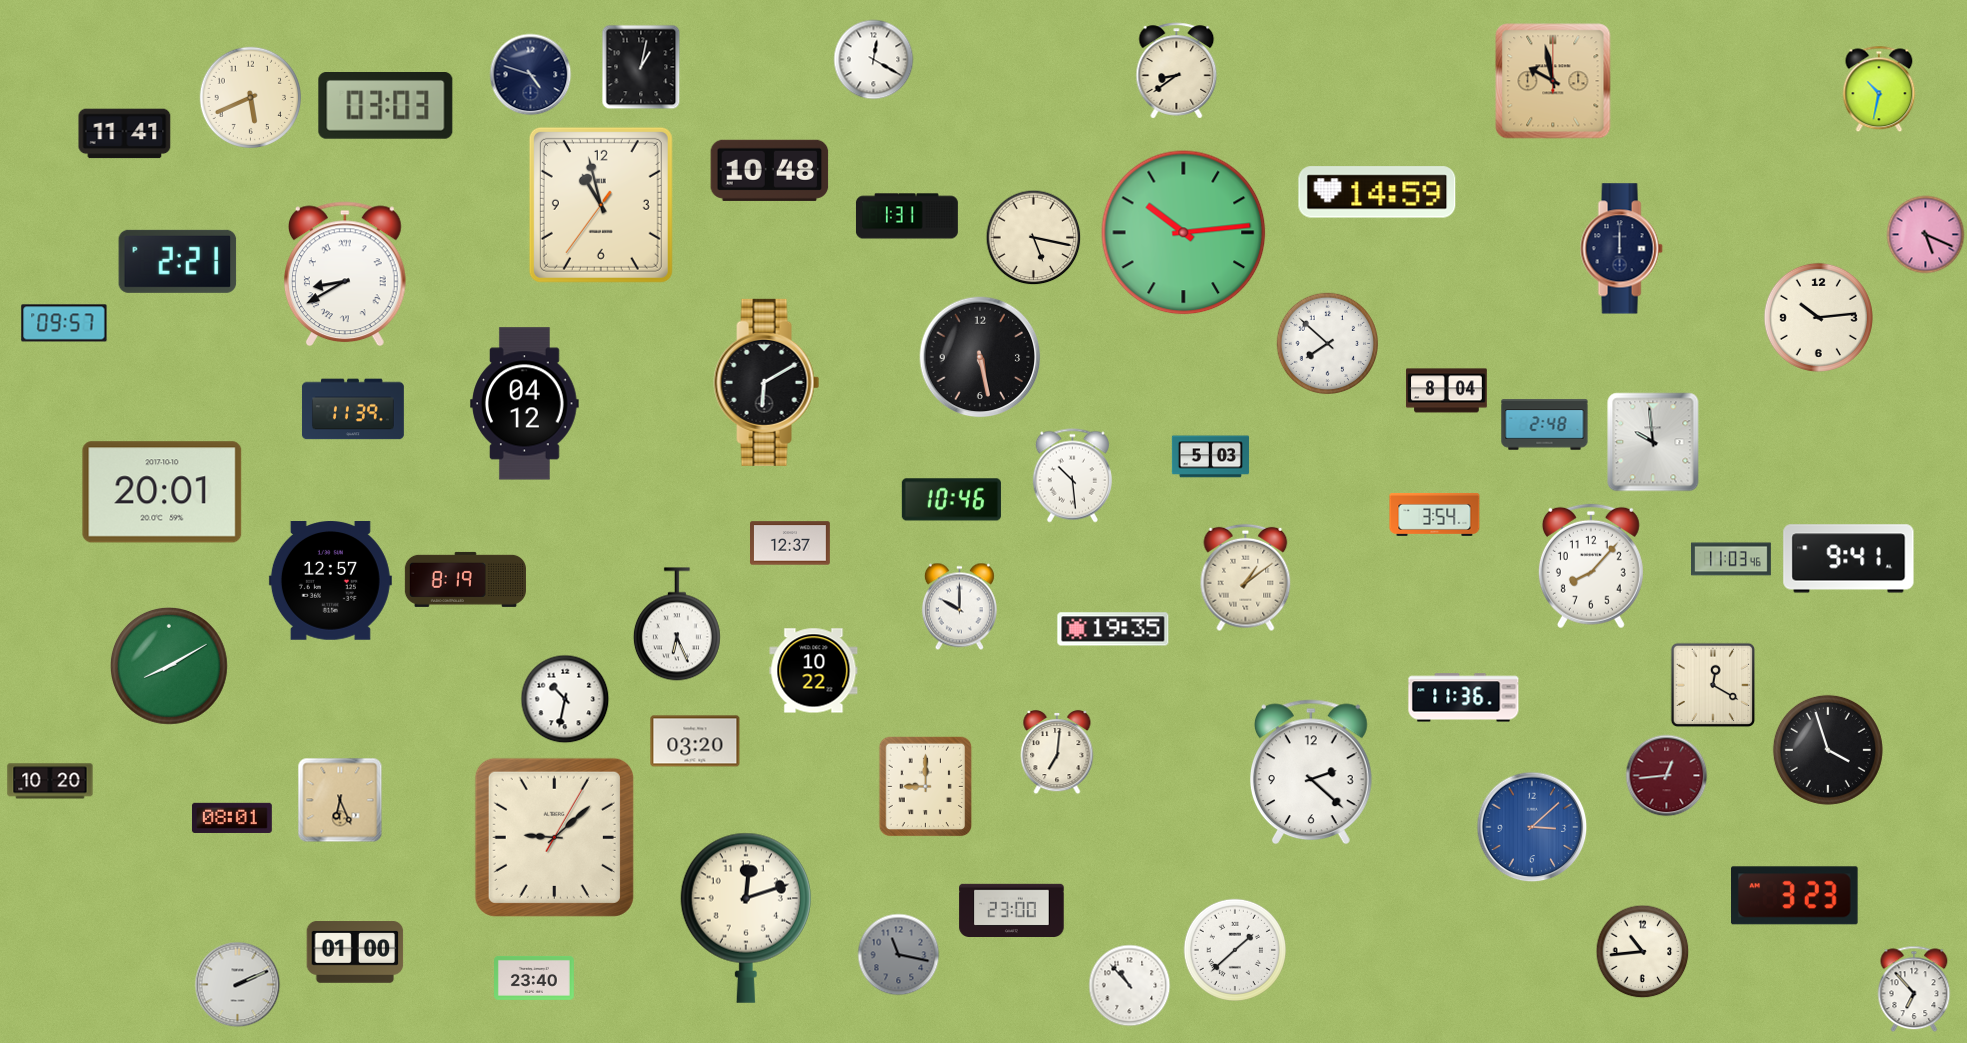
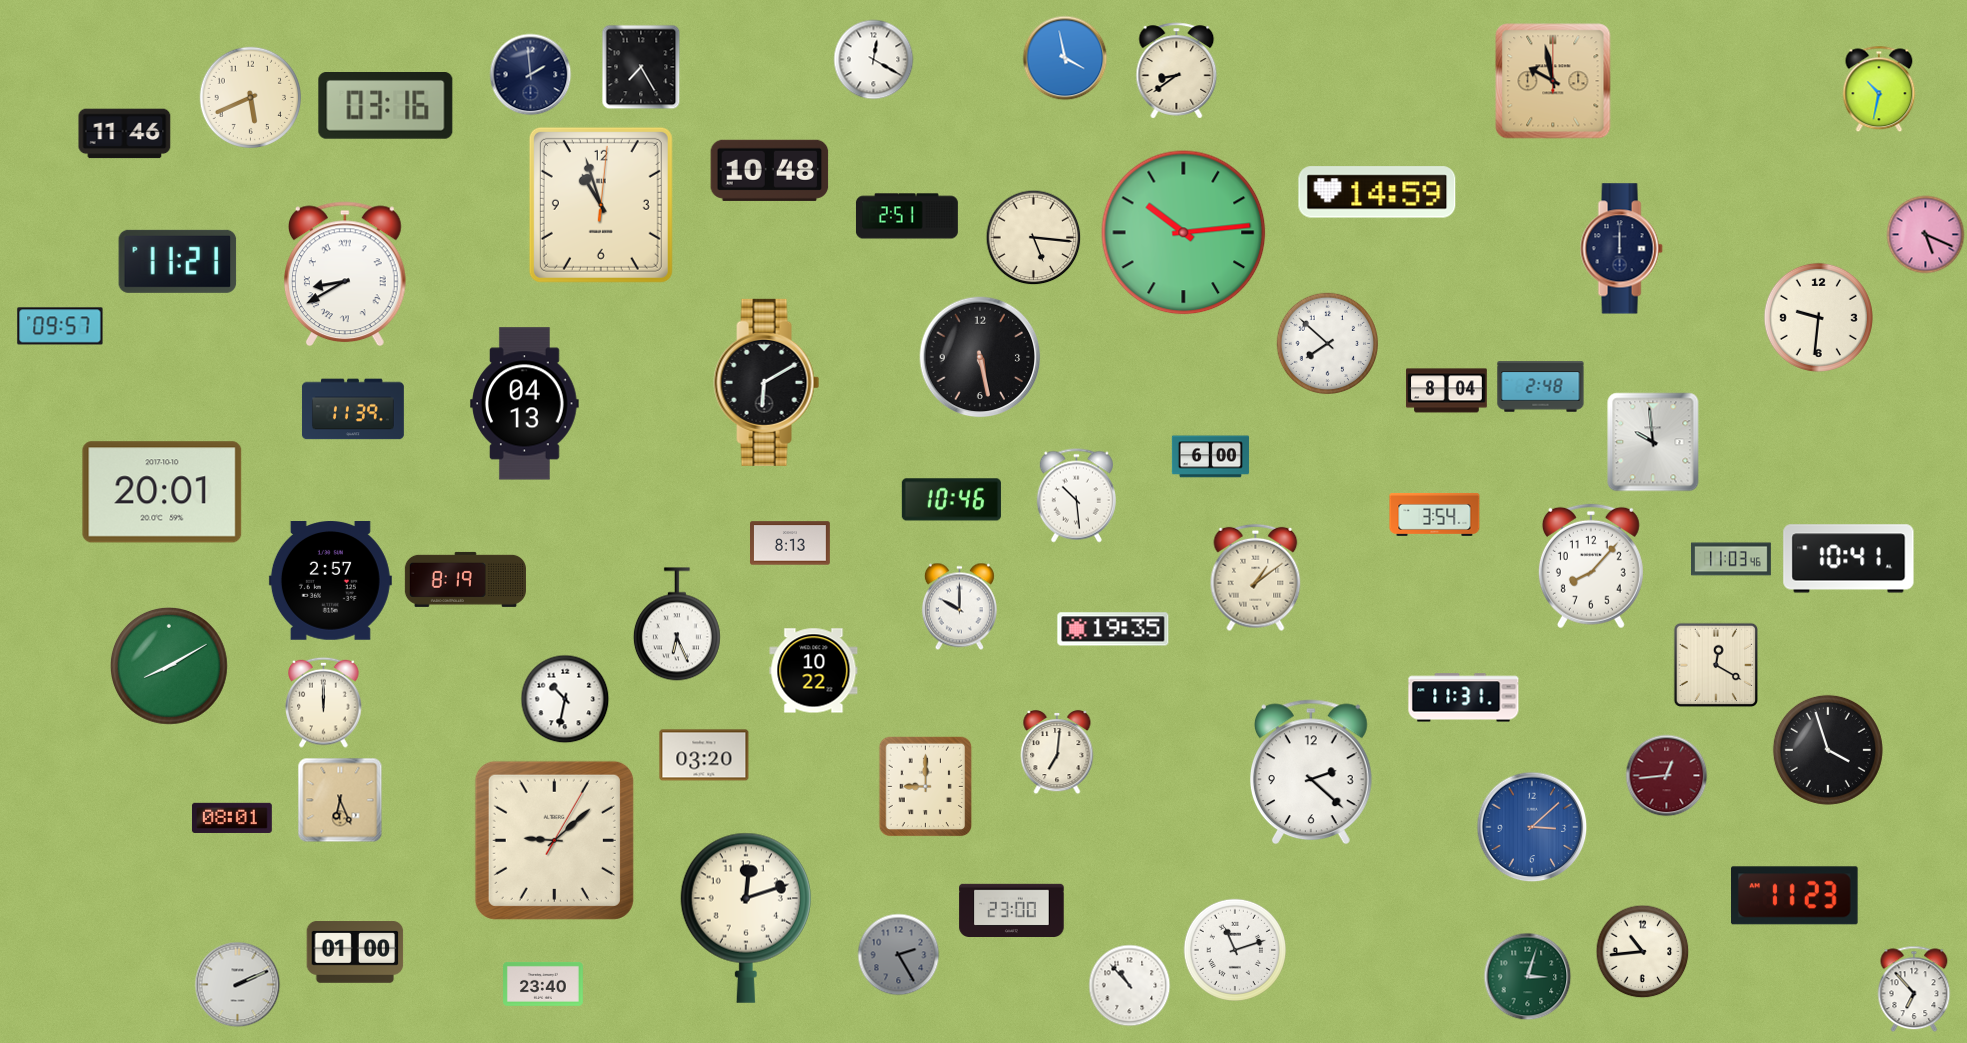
clock at (1065, 58): none -> 3:58
clock at (641, 67): 1:02 -> 7:25
clock at (531, 75): 4:48 -> 1:59
clock at (386, 106): 03:03 -> 03:16
clock at (125, 134): 11:41 -> 11:46
clock at (601, 205): 10:57:36 -> 10:57:01
clock at (907, 216): 1:31 -> 2:51
clock at (1034, 238): 5:17 -> 5:16
clock at (178, 261): 2:21 -> 11:21
clock at (1818, 317): 10:14 -> 9:31
clock at (64, 323) position: (64, 323) -> (60, 326)
clock at (525, 404): 04:12 -> 04:13
clock at (1545, 425) position: (1545, 425) -> (1541, 387)
clock at (1210, 457): 5:03 -> 6:00
clock at (1072, 476) position: (1072, 476) -> (1076, 496)
clock at (791, 543): 12:37 -> 8:13
clock at (1849, 559): 9:41 -> 10:41
clock at (1246, 578) position: (1246, 578) -> (1256, 578)
clock at (330, 581): 12:57 -> 2:57
clock at (1712, 684) position: (1712, 684) -> (1715, 664)
clock at (1464, 698): 11:36 -> 11:31
clock at (324, 702): none -> 12:00
clock at (695, 741) position: (695, 741) -> (704, 755)
clock at (50, 781): 10:20 -> none
clock at (554, 837) position: (554, 837) -> (554, 840)
clock at (1795, 896): 3:23 -> 11:23
clock at (1234, 949): 1:38 -> 11:12
clock at (899, 955): 11:17 -> 2:25
clock at (1528, 977): none -> 3:03
clock at (535, 978) position: (535, 978) -> (544, 984)
